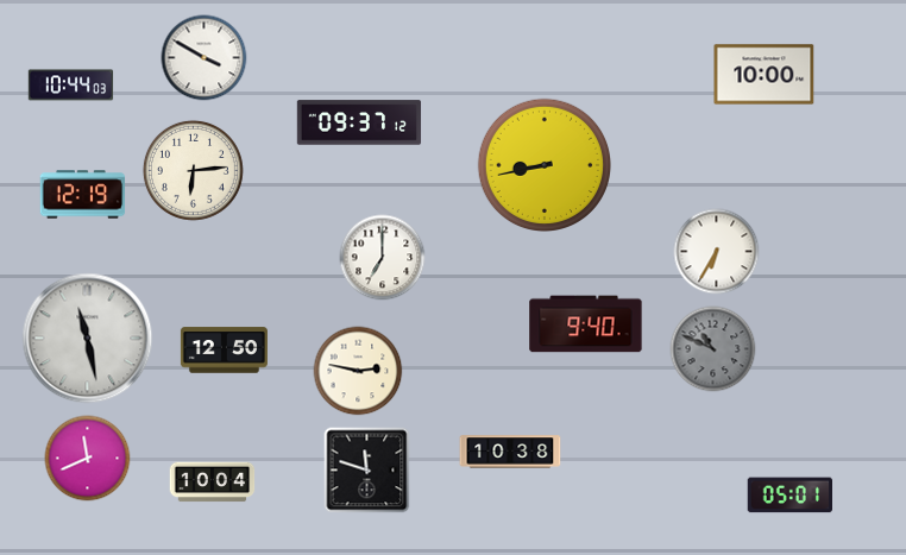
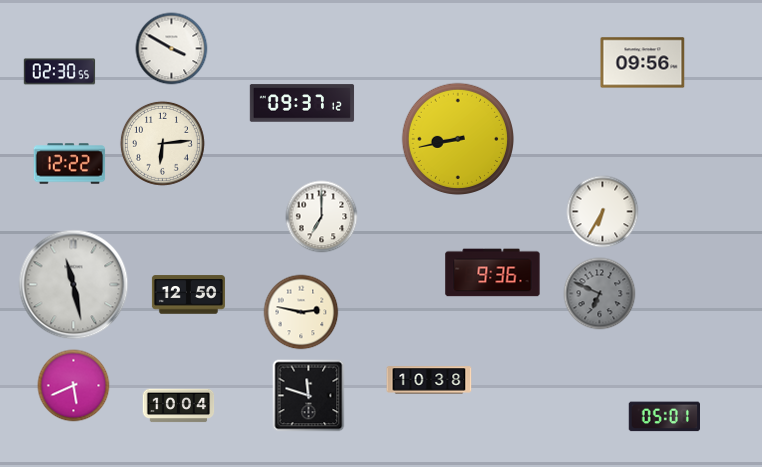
clock at (765, 75): 10:00 -> 09:56
clock at (71, 86): 10:44 -> 02:30
clock at (83, 195): 12:19 -> 12:22
clock at (586, 324): 9:40 -> 9:36
clock at (713, 349): 10:49 -> 6:49
clock at (88, 459): 11:41 -> 5:41
